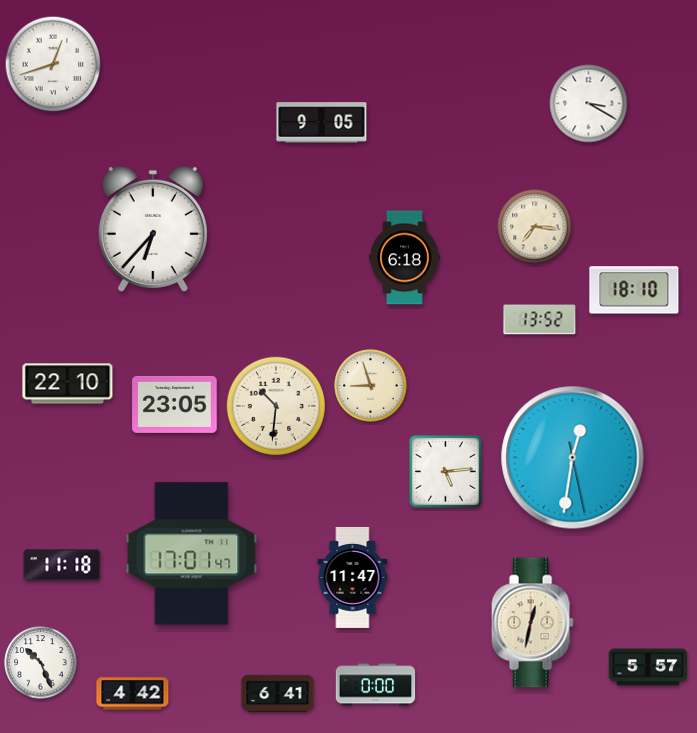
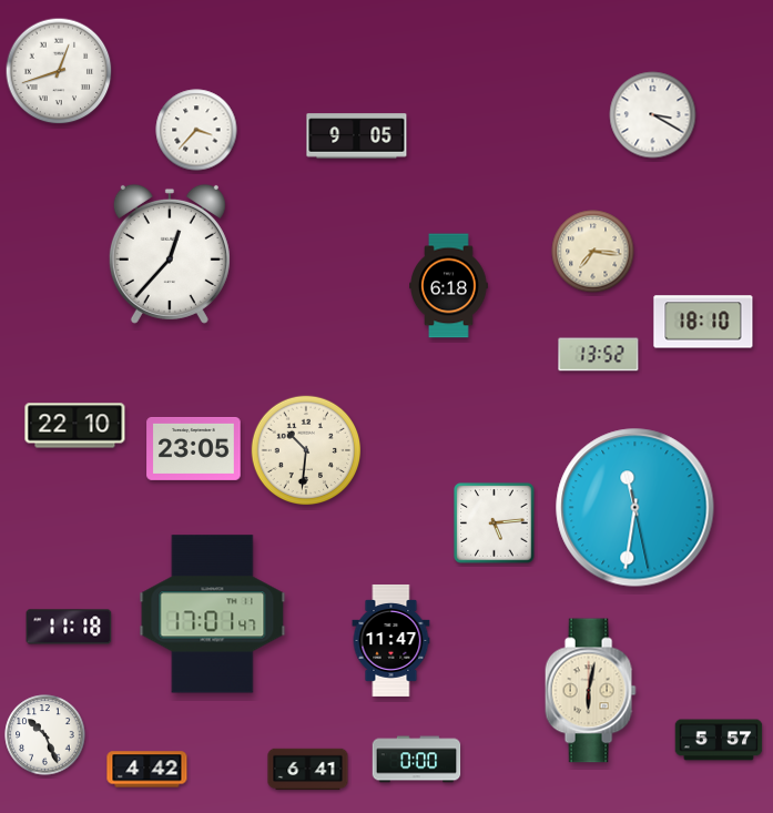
clock at (196, 130): none -> 3:37
clock at (153, 229): 6:37 -> 12:37
clock at (371, 386): 8:57 -> none
clock at (573, 458): 12:31 -> 11:31
clock at (532, 623): 12:32 -> 6:02
